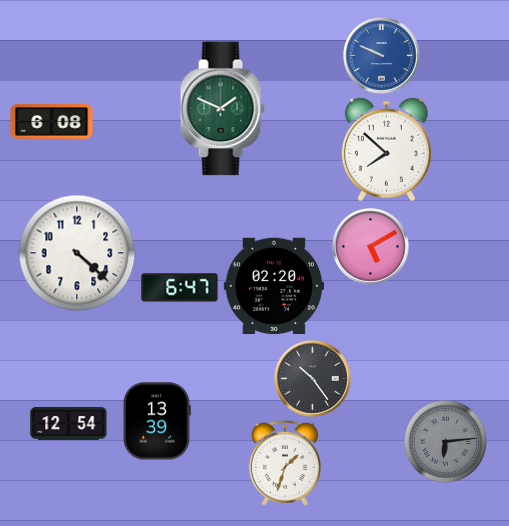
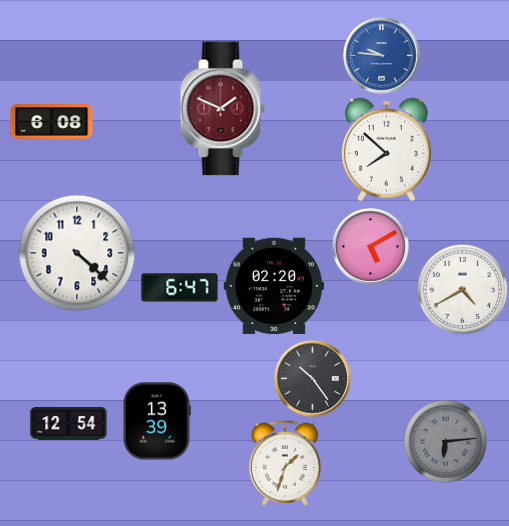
clock at (382, 56): 9:49 -> 9:46
clock at (222, 109) dial: green -> burgundy
clock at (462, 289): none -> 4:40
